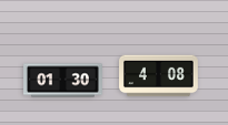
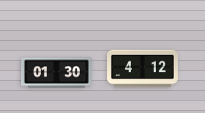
clock at (159, 76): 4:08 -> 4:12
